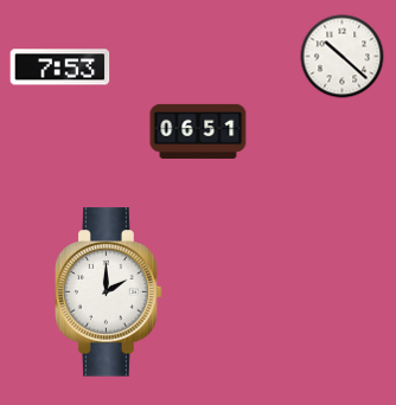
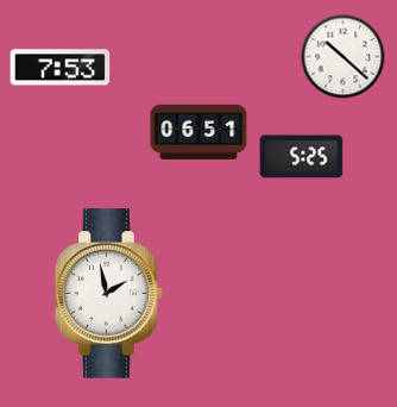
clock at (302, 157): none -> 5:25
clock at (109, 292): 2:00 -> 1:58
